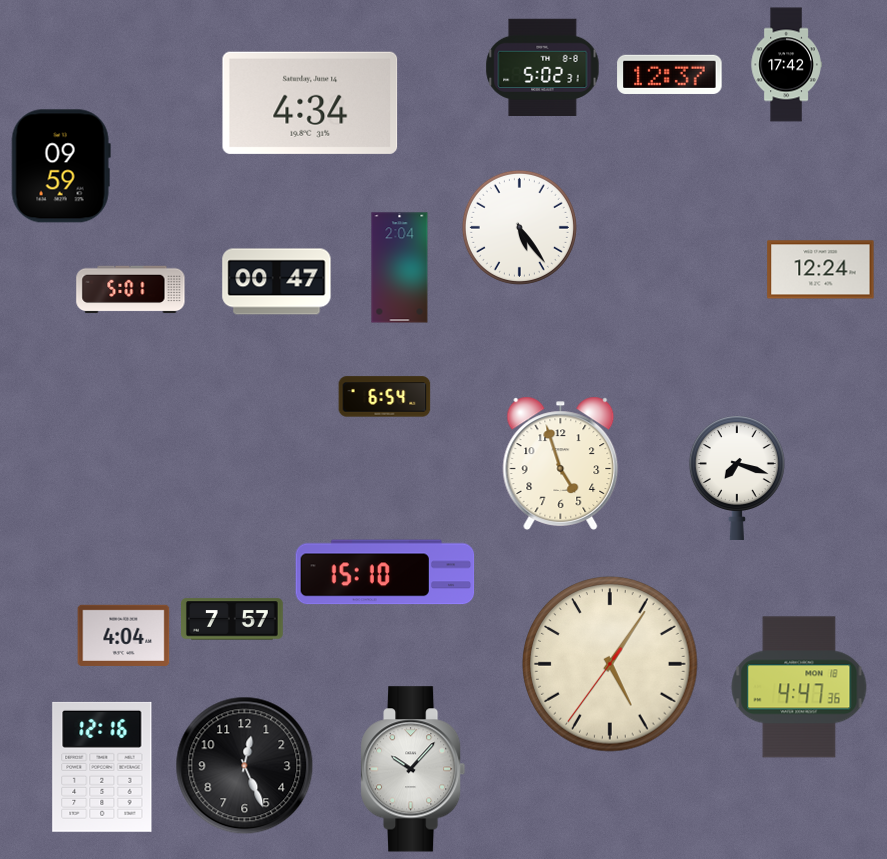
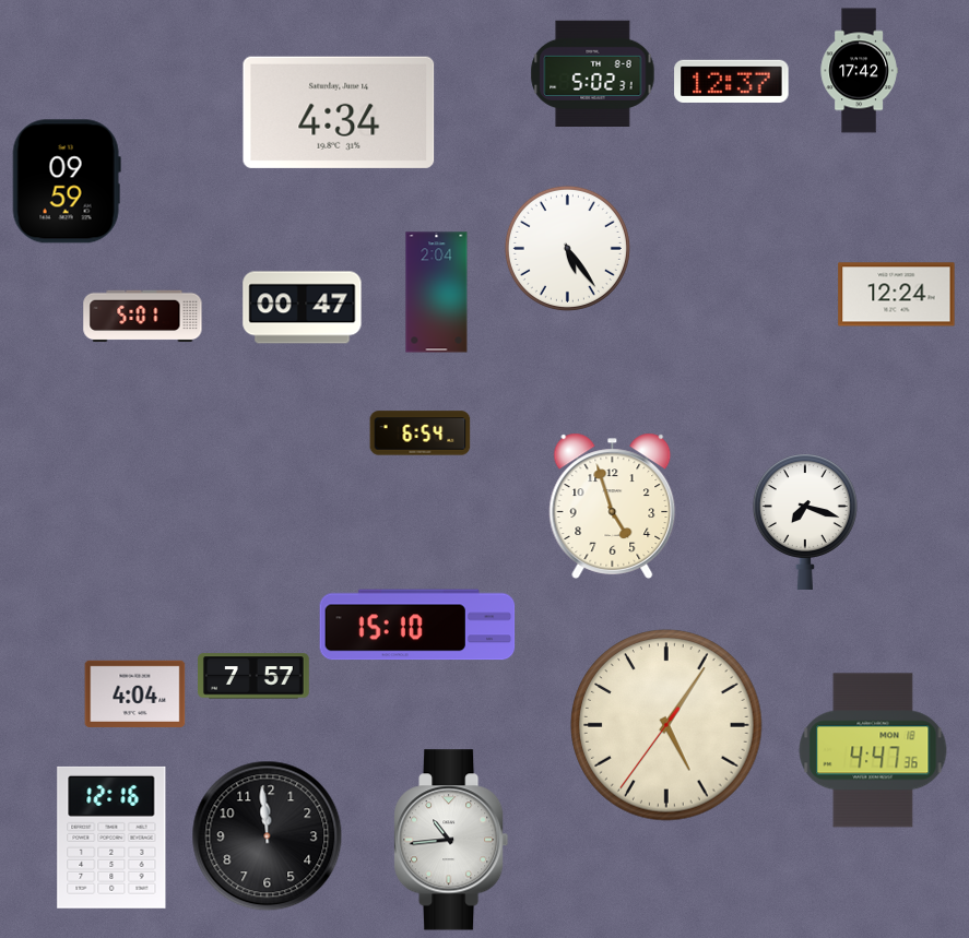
clock at (385, 572) position: (385, 572) -> (417, 625)
clock at (245, 766): 12:26 -> 11:59
clock at (413, 769): 10:07 -> 10:44
